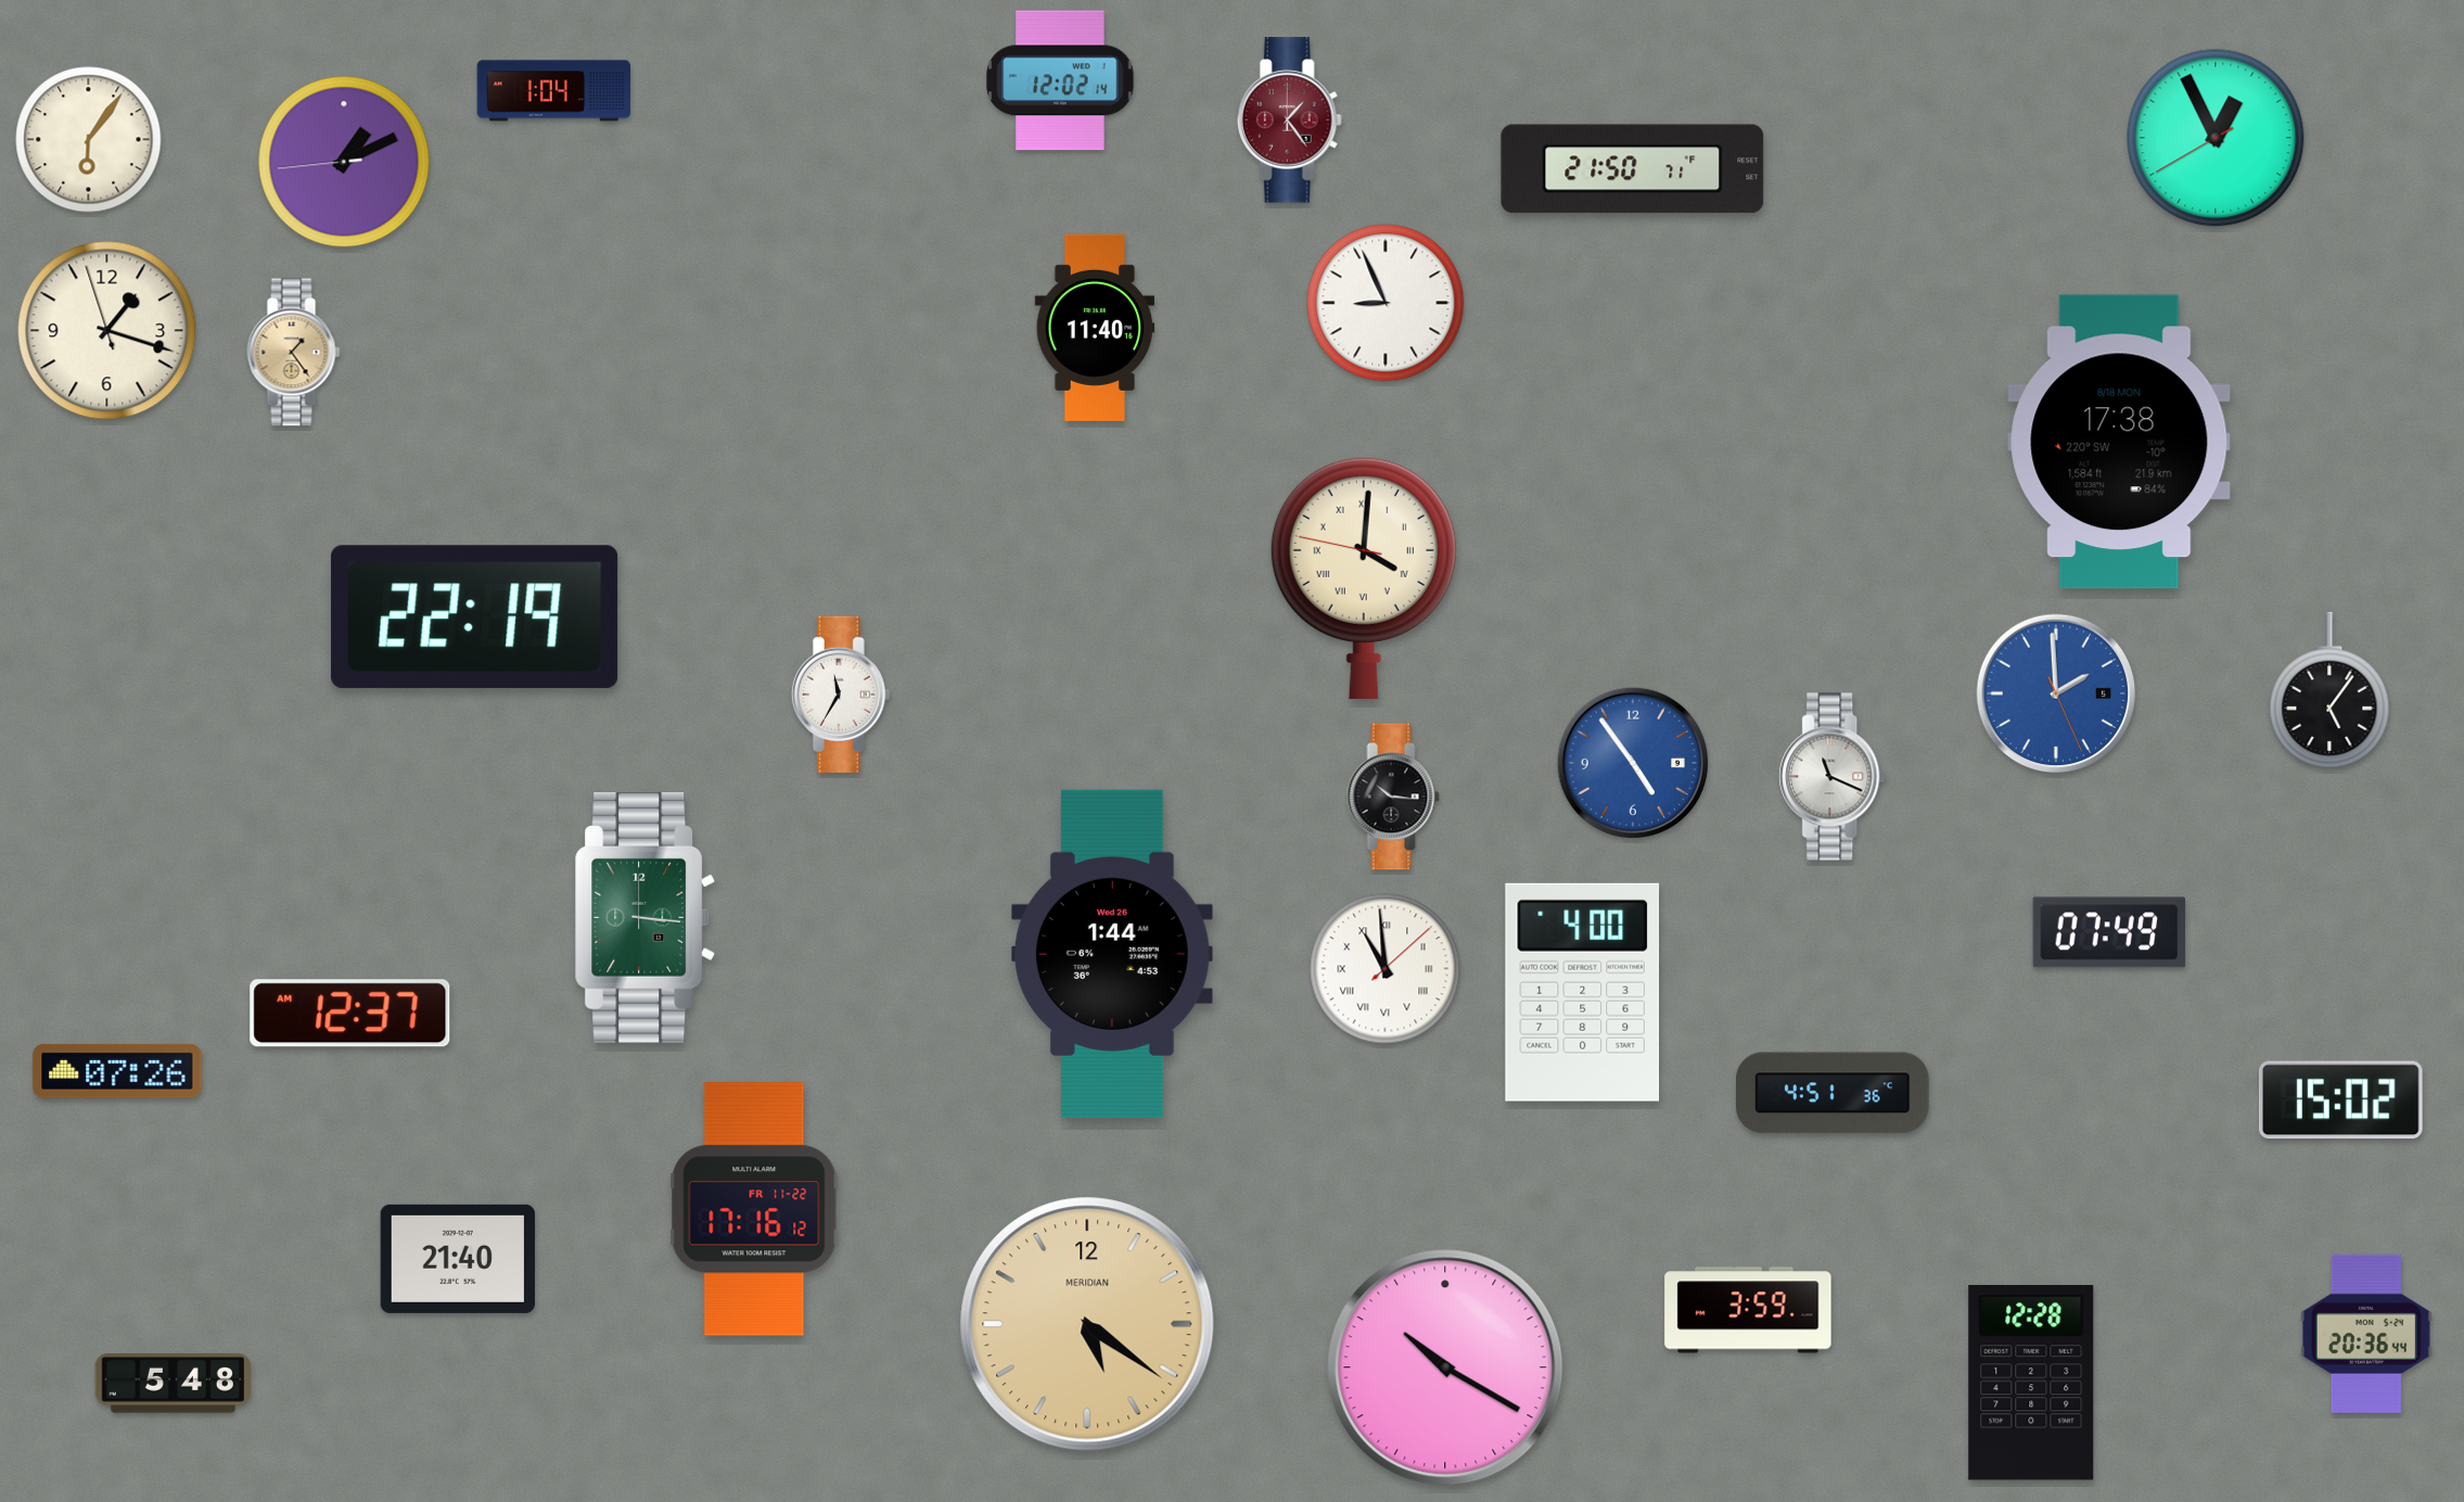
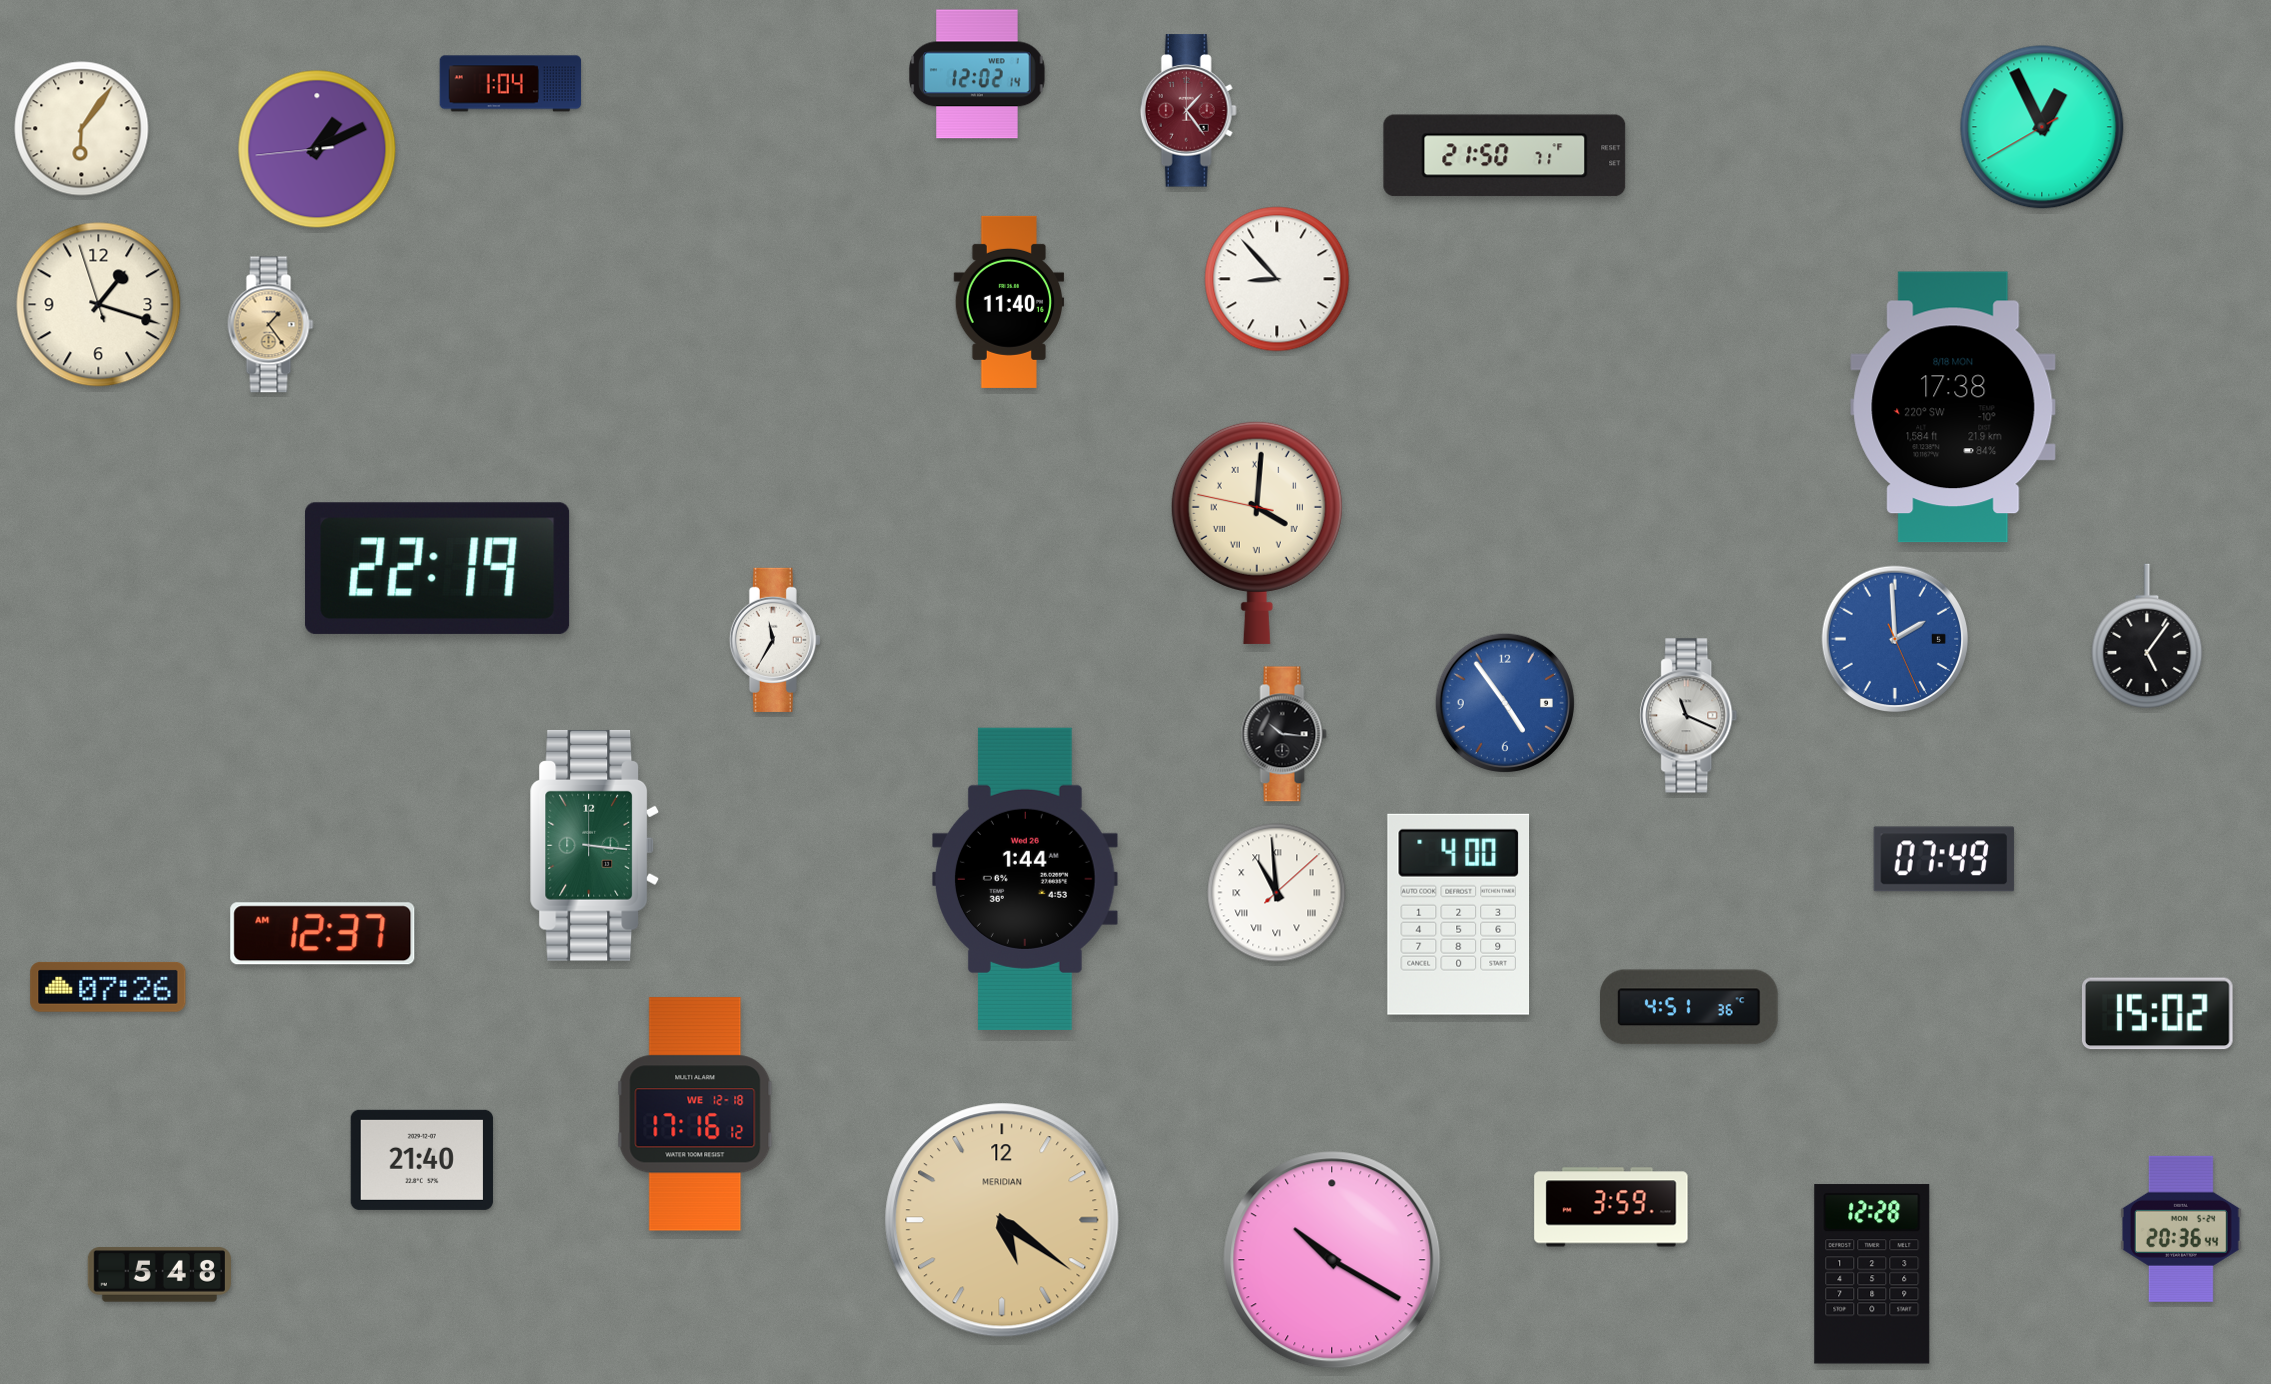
clock at (1386, 303): 8:56 -> 8:53
clock at (754, 1209) date: FR 11-22 -> WE 12-18
